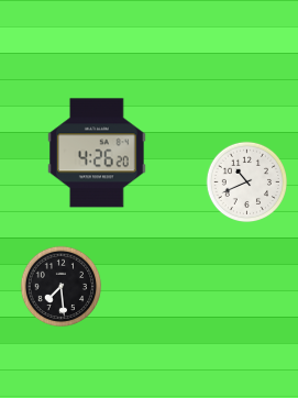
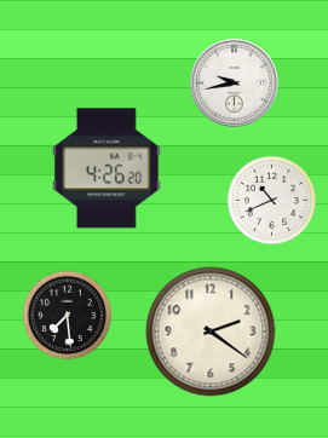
clock at (235, 83): none -> 9:43
clock at (211, 332): none -> 2:21
